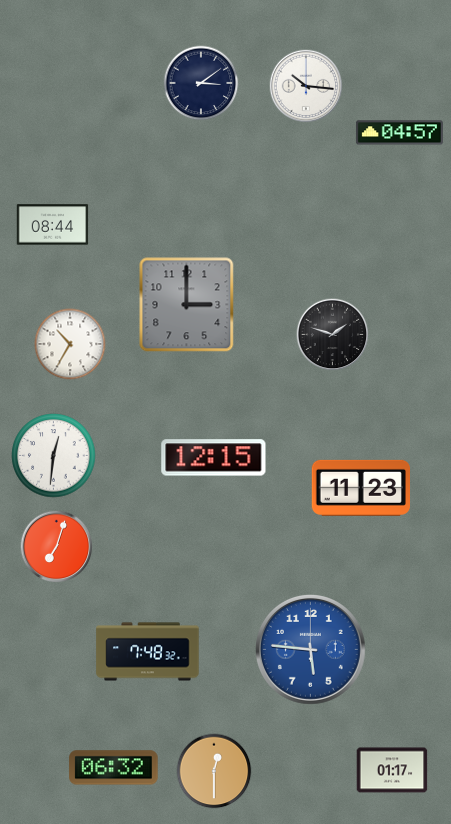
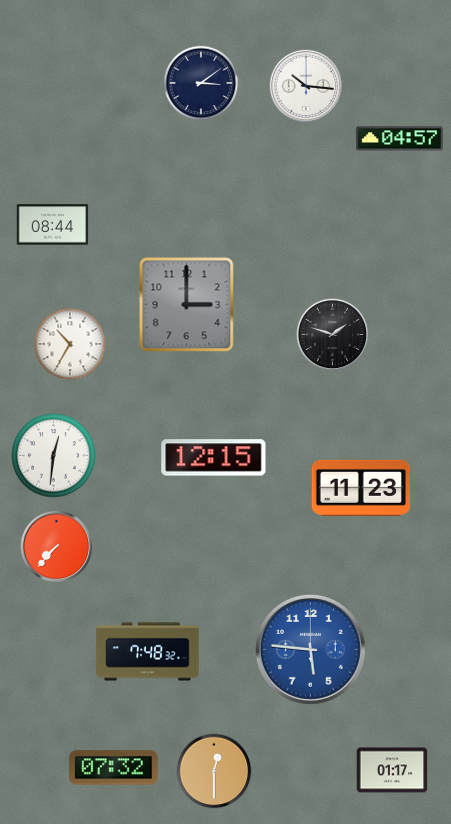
clock at (399, 133) position: (399, 133) -> (399, 139)
clock at (57, 547): 7:03 -> 7:37
clock at (114, 768): 06:32 -> 07:32
